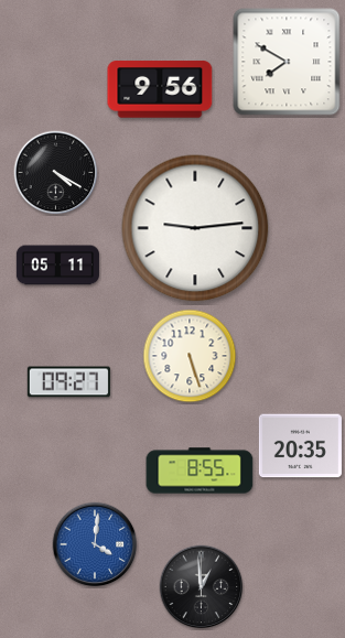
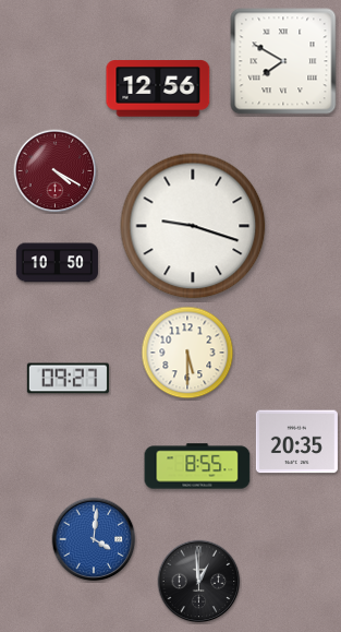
clock at (160, 89): 9:56 -> 12:56
clock at (56, 173) dial: black -> burgundy
clock at (195, 228): 9:14 -> 9:18
clock at (57, 266): 05:11 -> 10:50
clock at (190, 356): 5:27 -> 5:30
